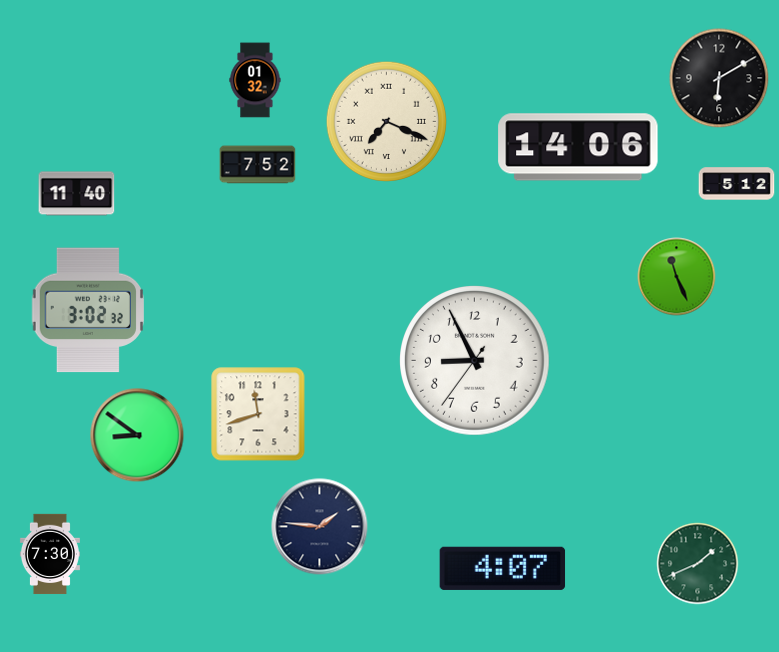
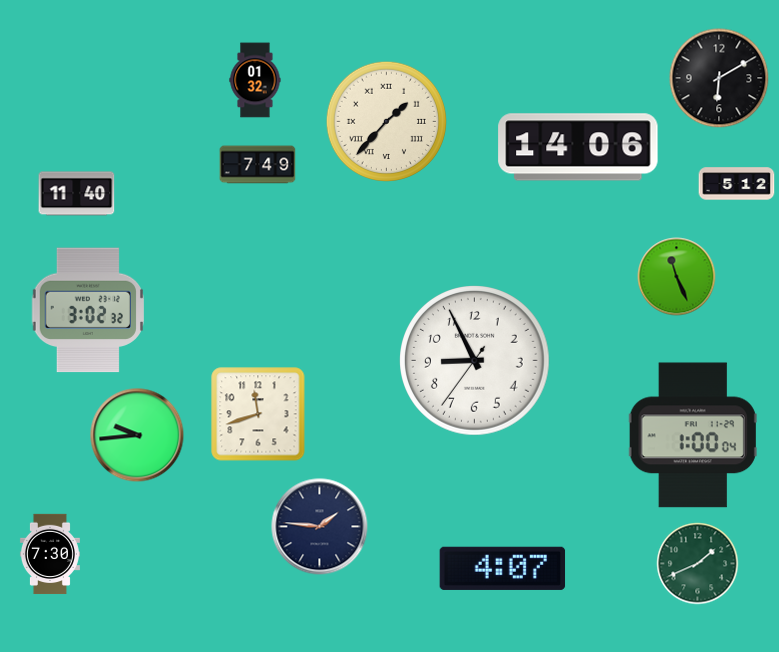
clock at (387, 122): 7:19 -> 1:37
clock at (258, 165): 7:52 -> 7:49
clock at (137, 435): 8:51 -> 9:44
clock at (693, 435): none -> 1:00
